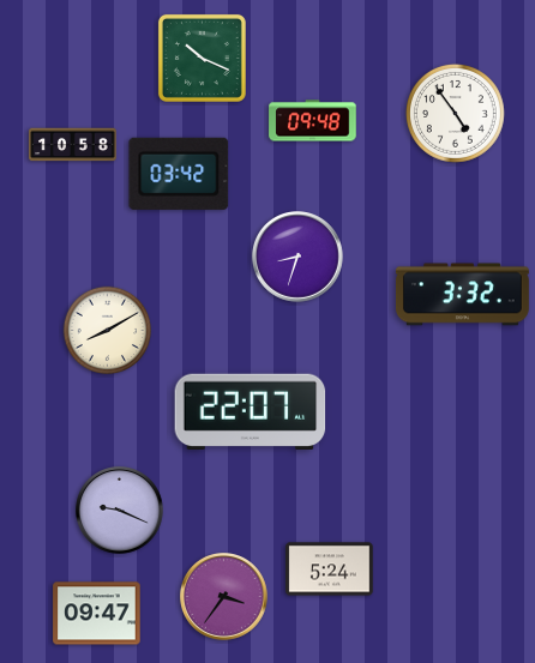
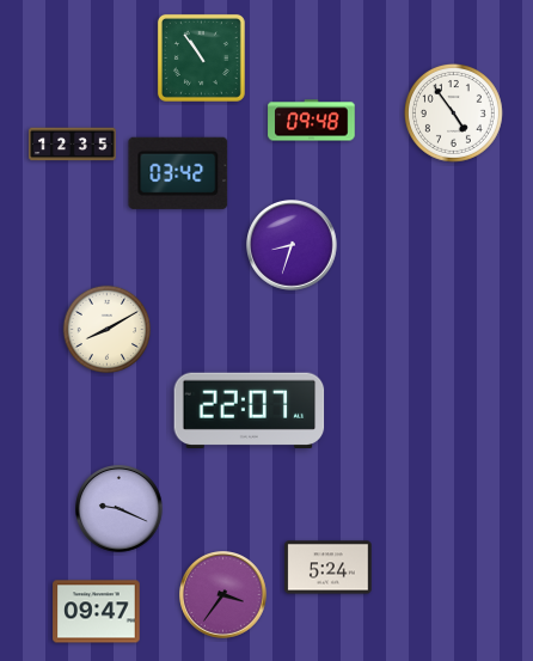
clock at (202, 58): 10:19 -> 10:54
clock at (73, 145): 10:58 -> 12:35
clock at (299, 258) position: (299, 258) -> (293, 246)
clock at (462, 295): 3:32 -> none
